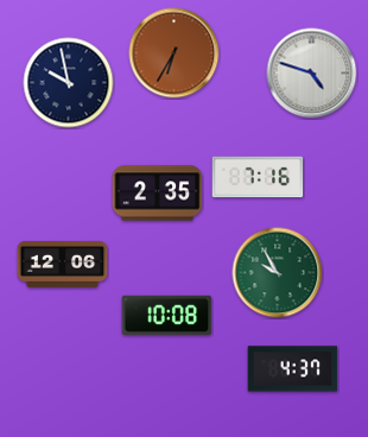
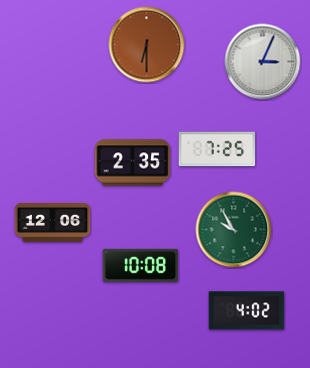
clock at (175, 53): 6:35 -> 6:30
clock at (312, 74): 4:48 -> 3:04
clock at (69, 83): 9:58 -> none
clock at (258, 177): 7:16 -> 7:25
clock at (293, 369): 4:37 -> 4:02
